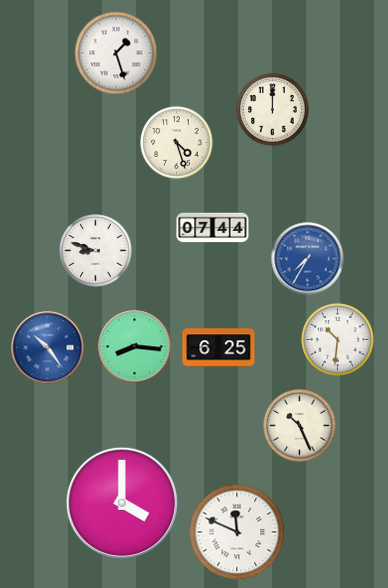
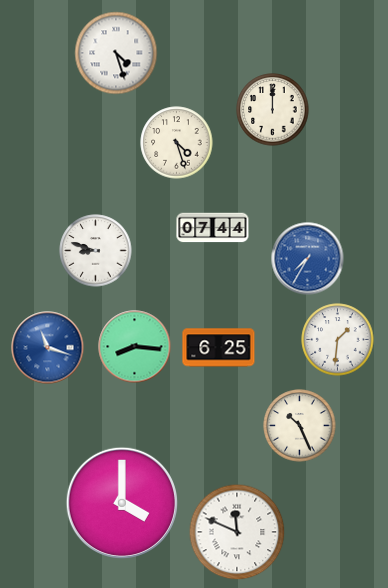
clock at (116, 53): 1:27 -> 4:27
clock at (338, 340): 10:31 -> 1:31
clock at (48, 348): 10:24 -> 11:18
